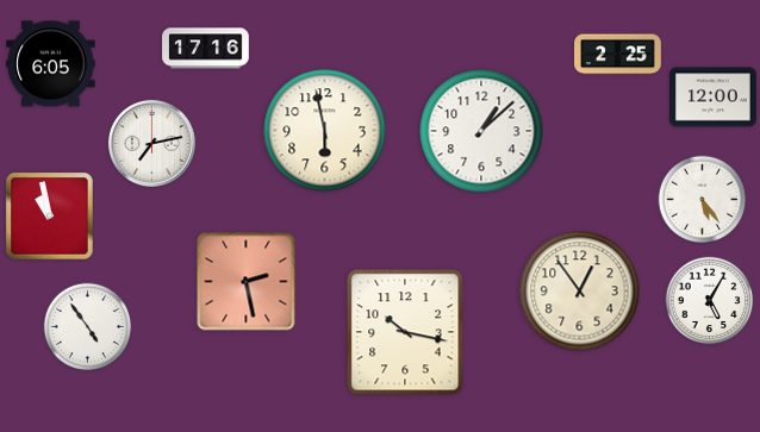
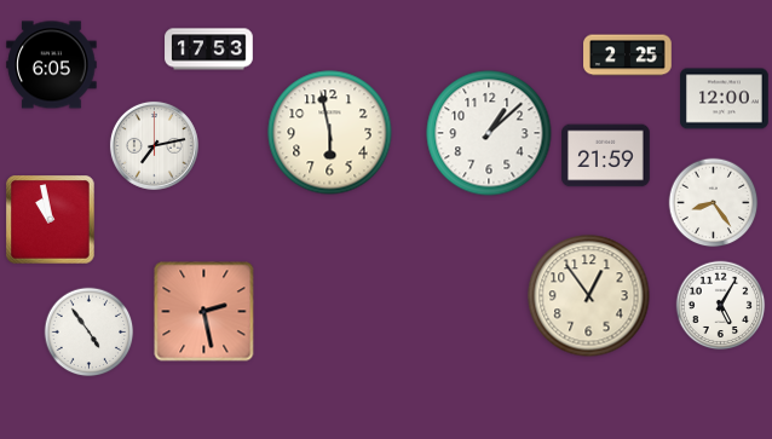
clock at (206, 49): 17:16 -> 17:53
clock at (606, 156): none -> 21:59
clock at (703, 200): 5:24 -> 8:24
clock at (247, 282) position: (247, 282) -> (204, 312)
clock at (405, 332): 10:17 -> none
